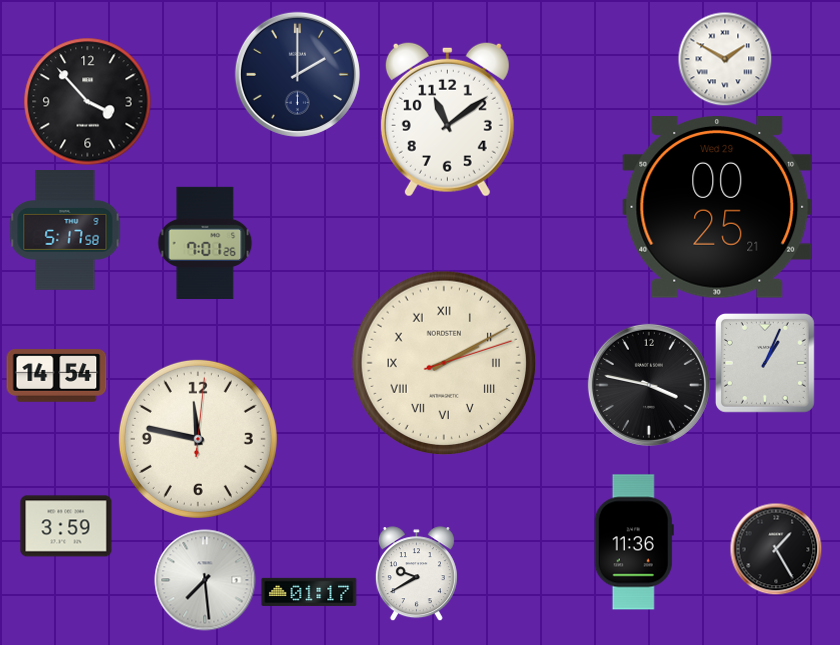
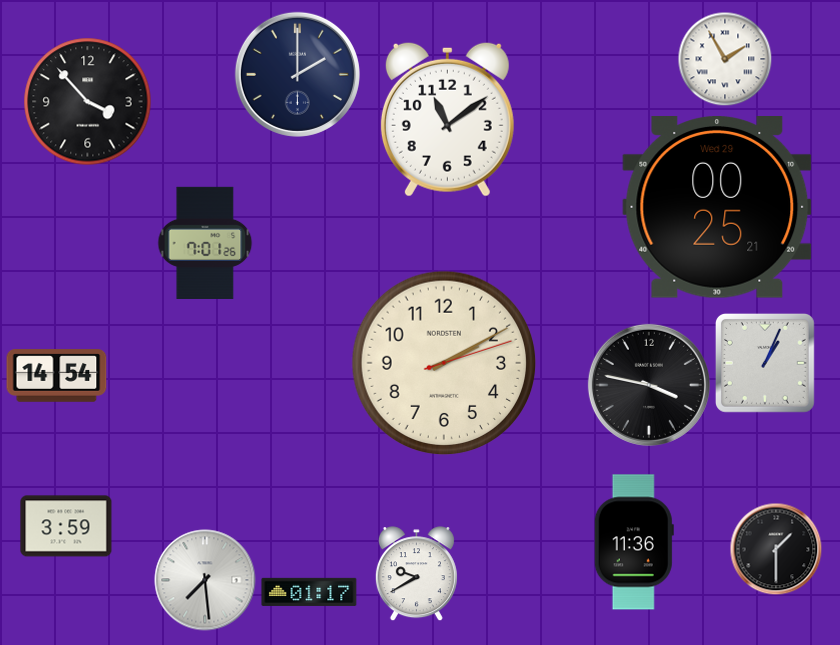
clock at (725, 59): 1:50 -> 1:55
clock at (65, 231): 5:17 -> none
clock at (444, 363) numerals: Roman -> Arabic
clock at (198, 439): 11:47 -> none
clock at (776, 549): 1:25 -> 1:30
